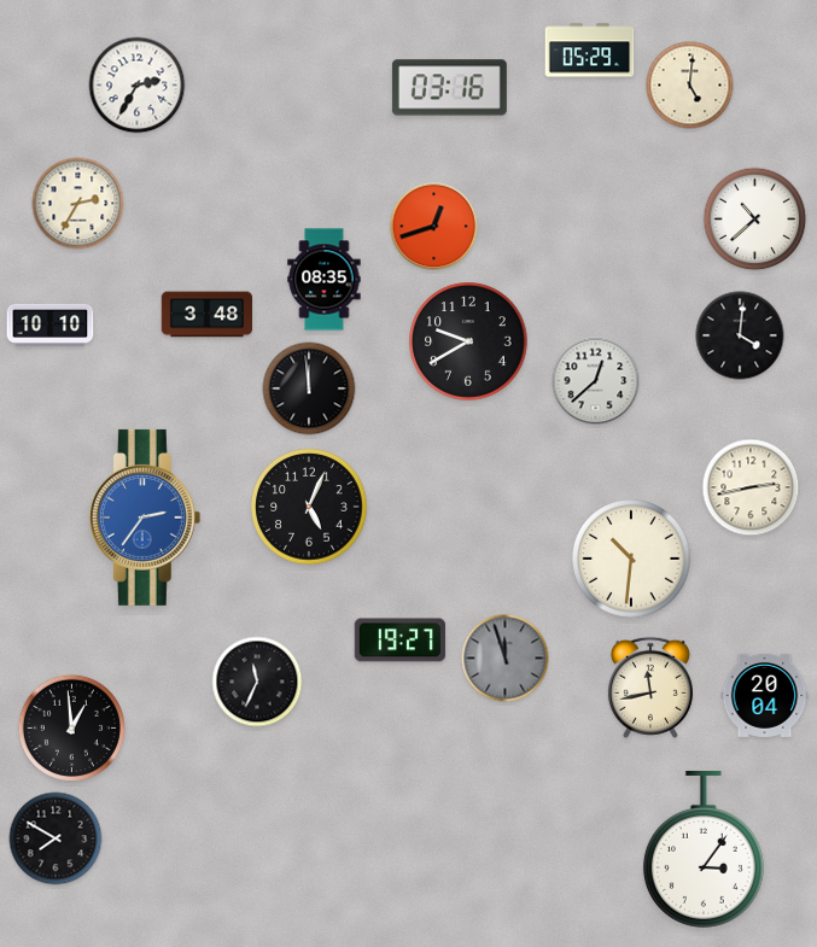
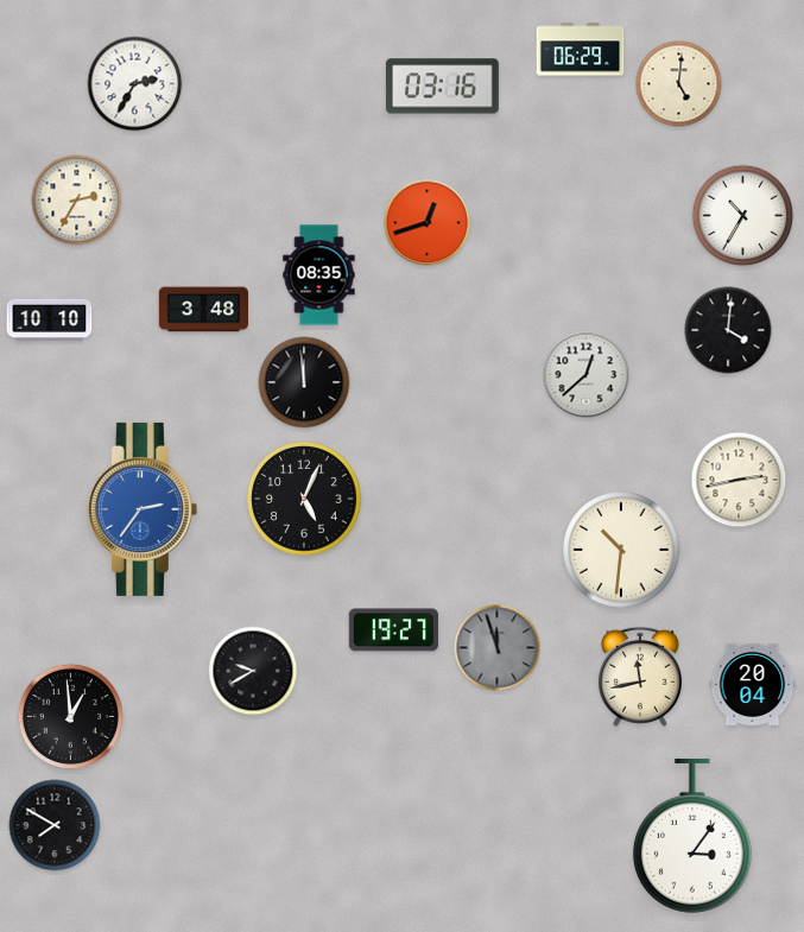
clock at (590, 51): 05:29 -> 06:29
clock at (755, 220): 10:38 -> 10:35
clock at (468, 341): 9:40 -> none
clock at (257, 682): 11:34 -> 9:40
